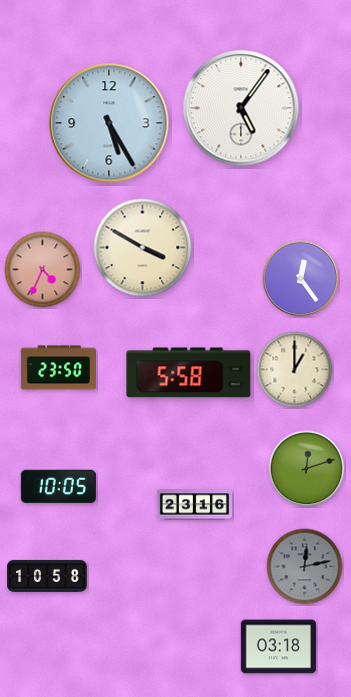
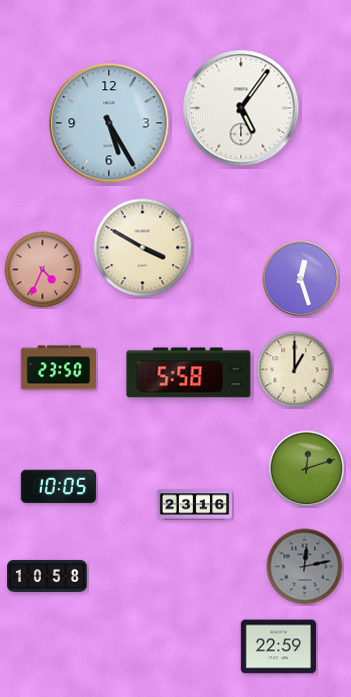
clock at (301, 279): 12:24 -> 12:27
clock at (278, 647): 03:18 -> 22:59
